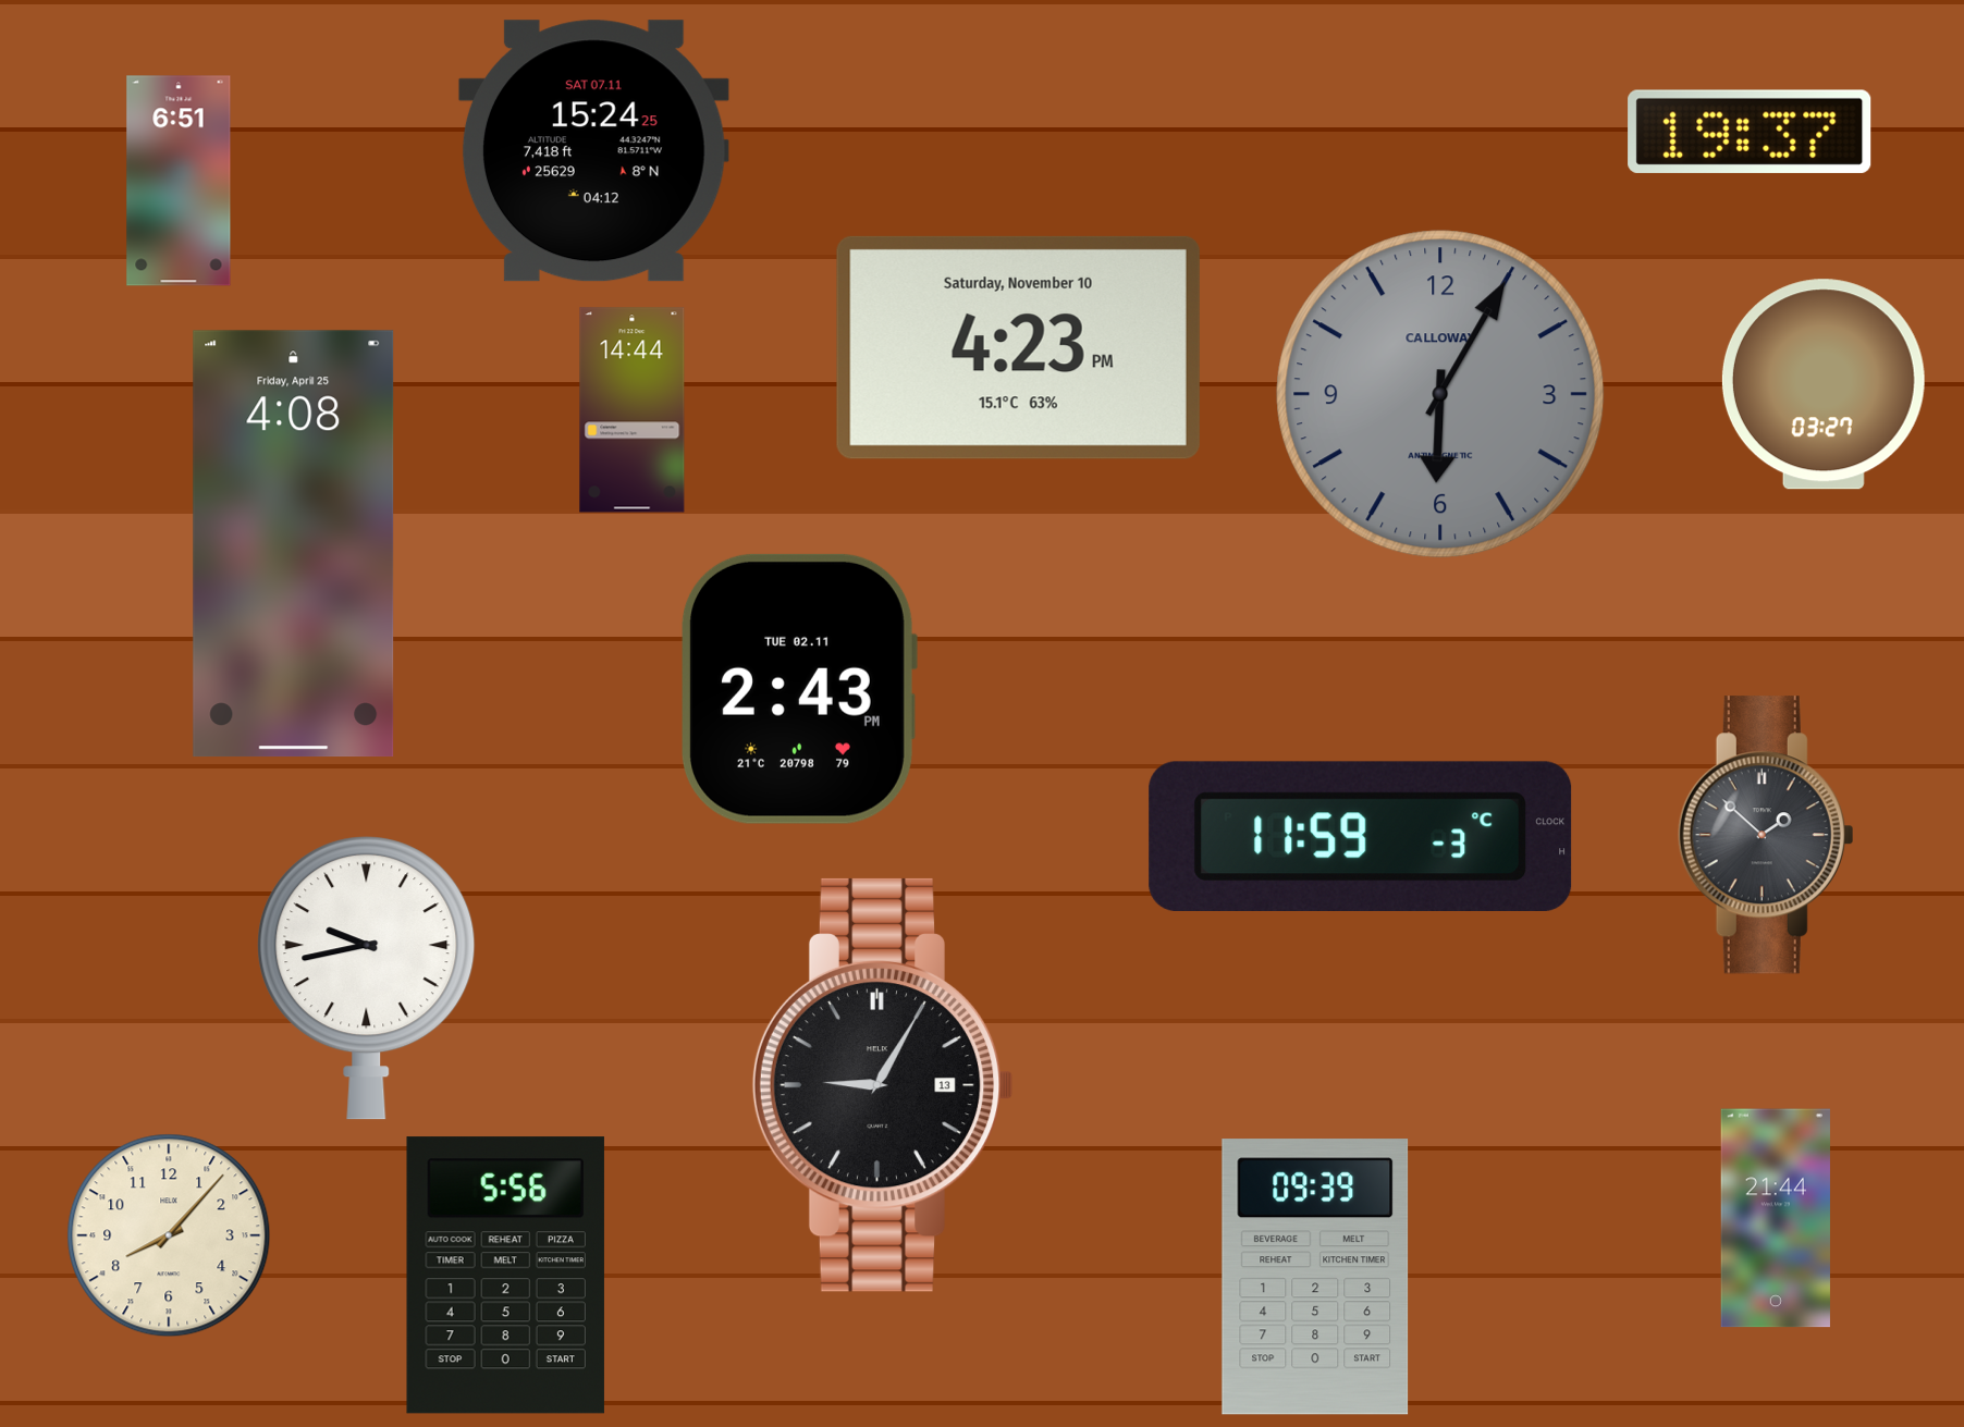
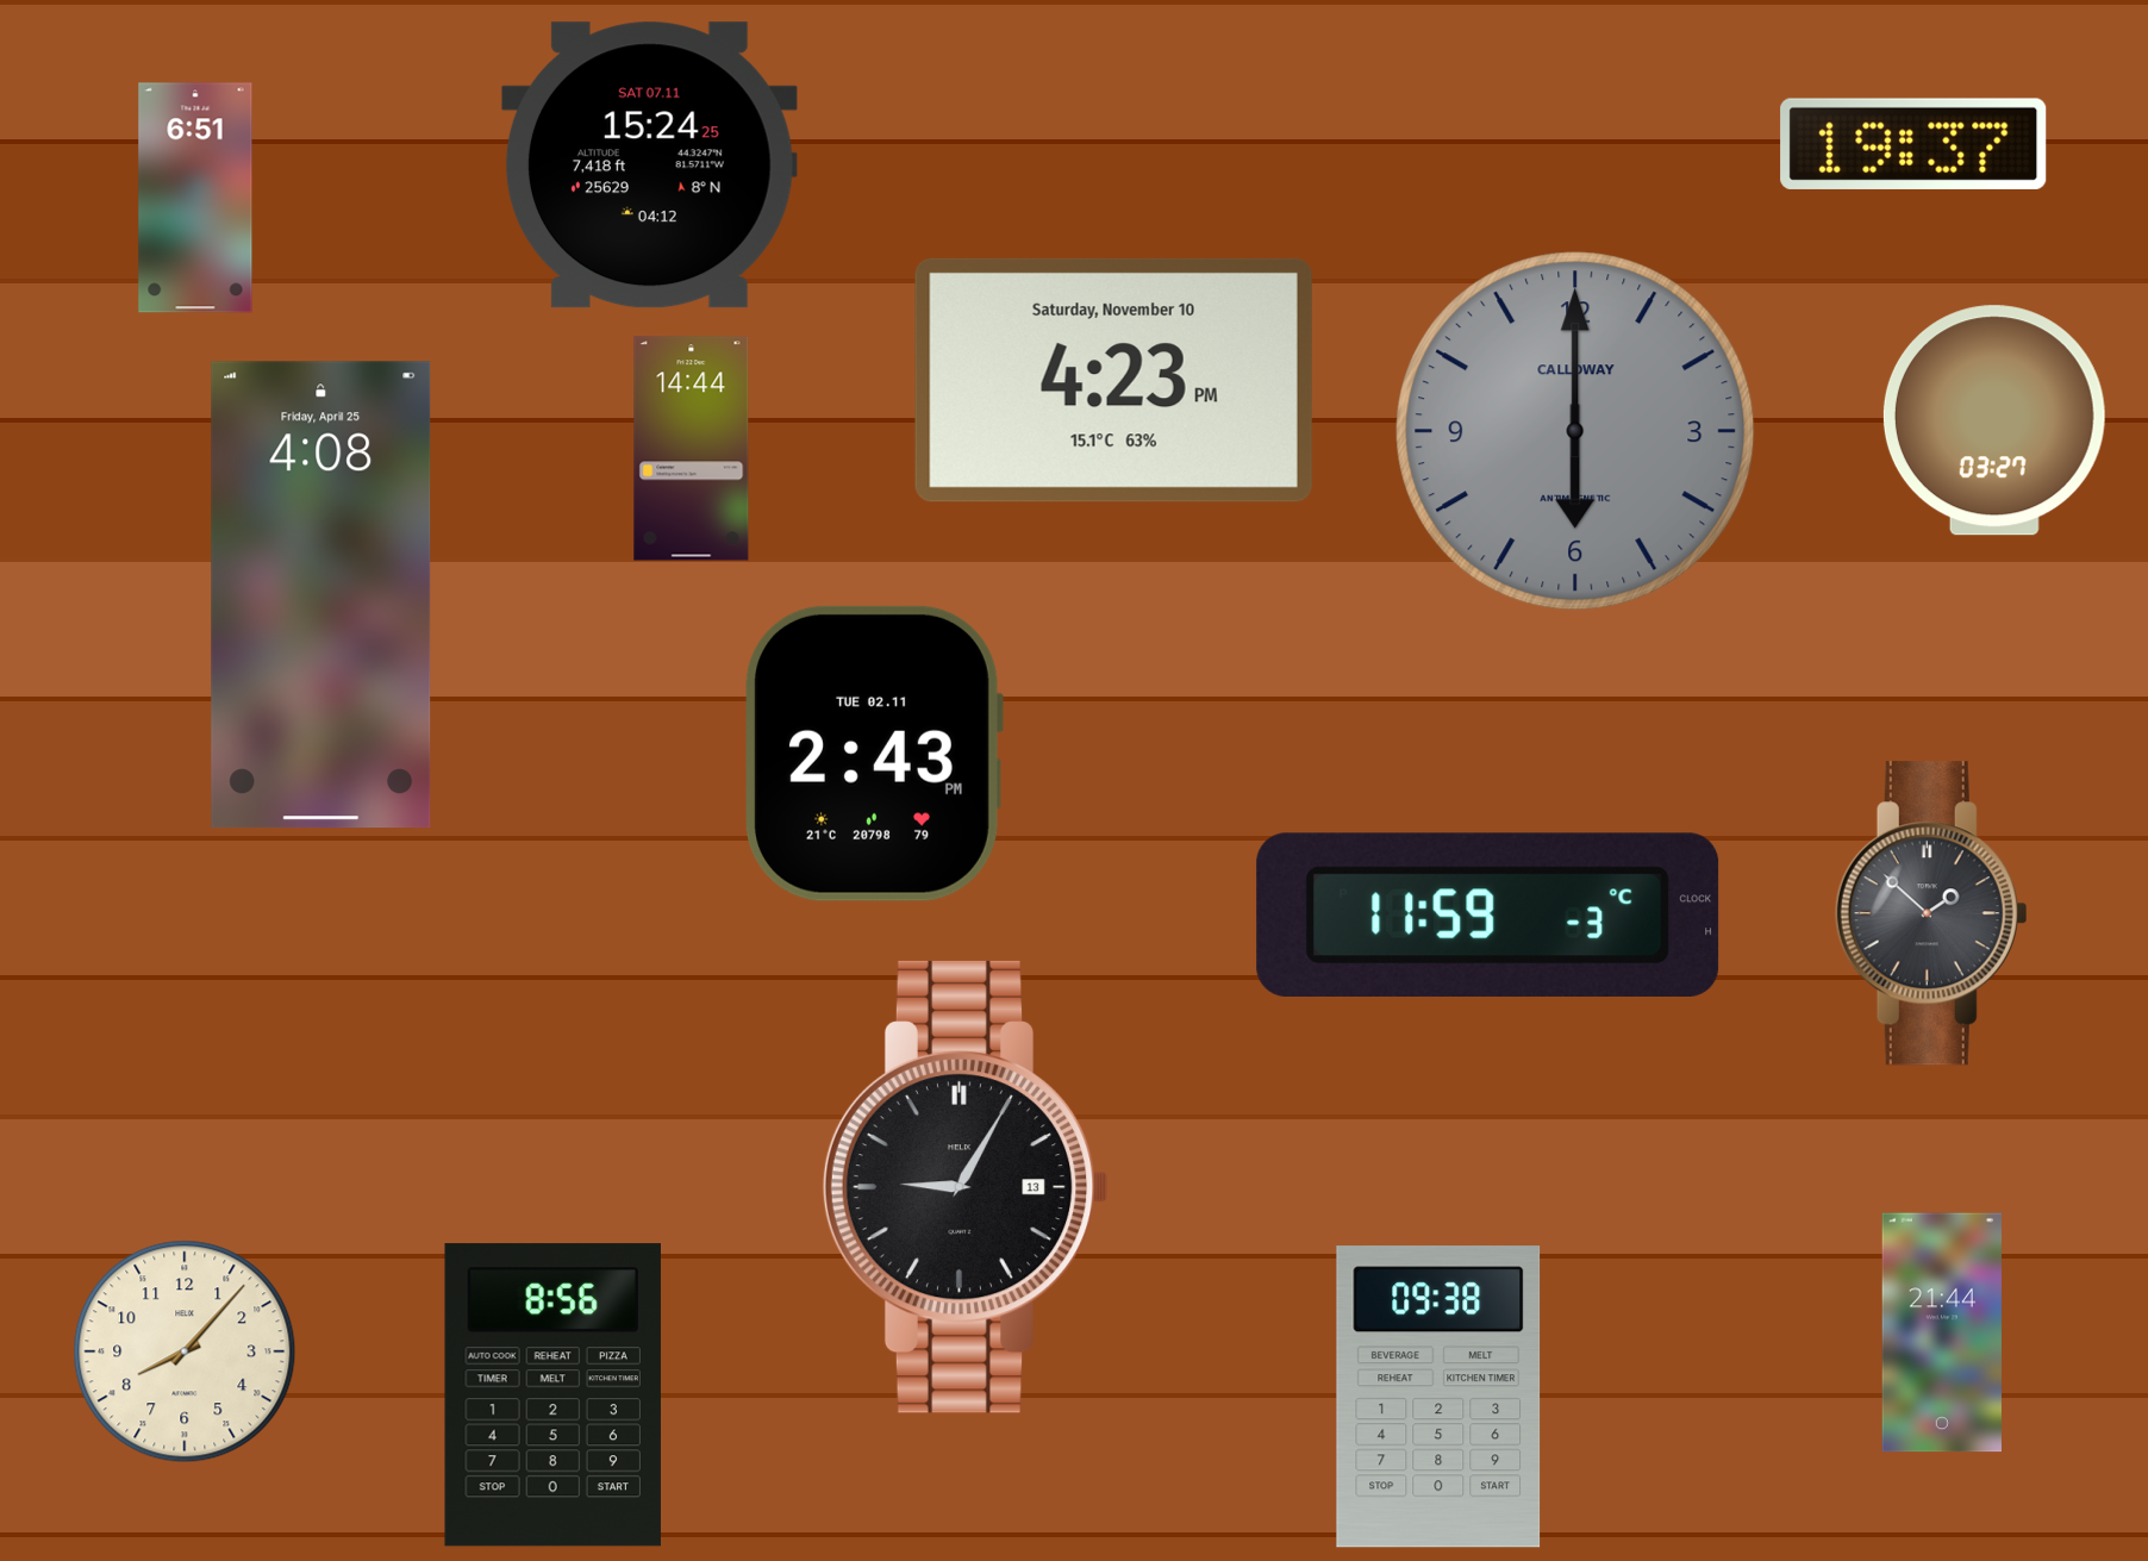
clock at (1440, 394): 6:05 -> 6:00
clock at (367, 979): 9:43 -> none
clock at (505, 1276): 5:56 -> 8:56
clock at (1315, 1277): 09:39 -> 09:38
